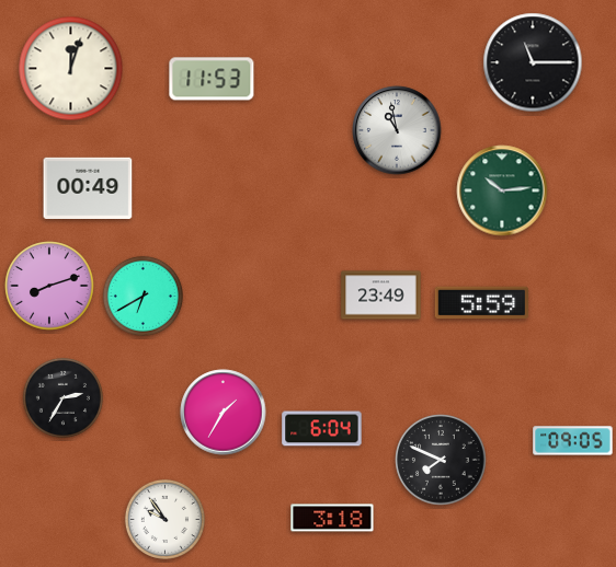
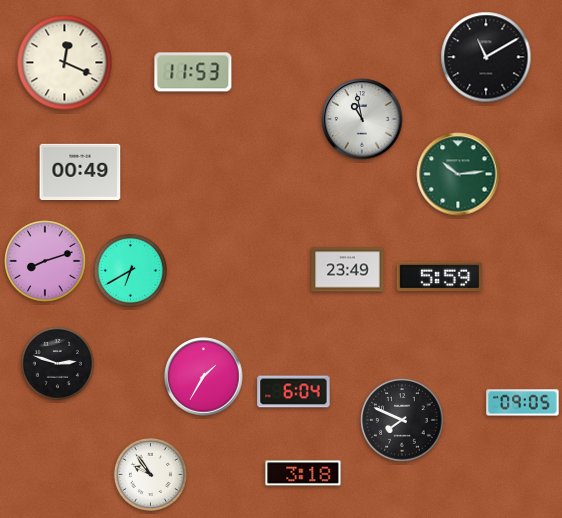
clock at (533, 62): 11:15 -> 11:10
clock at (71, 69): 12:03 -> 12:19
clock at (62, 397): 2:35 -> 2:48
